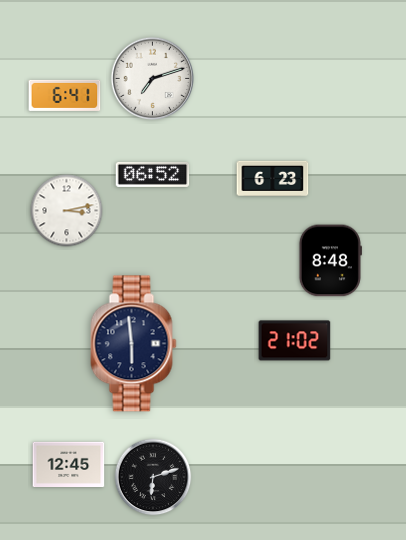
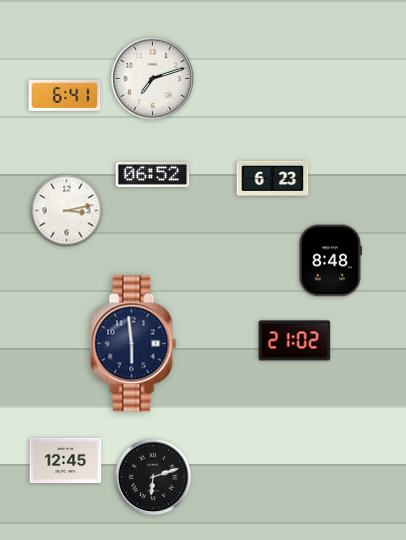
clock at (69, 464) position: (69, 464) -> (66, 460)
